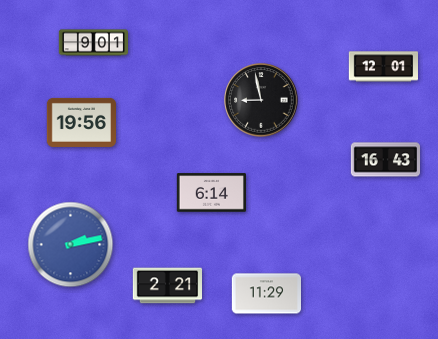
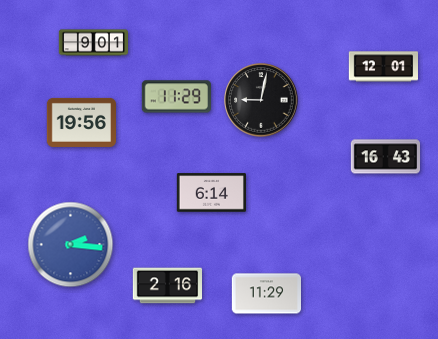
clock at (176, 97): none -> 11:29
clock at (261, 100): 8:58 -> 9:02
clock at (385, 160) position: (385, 160) -> (385, 157)
clock at (71, 245): 2:13 -> 2:16
clock at (167, 286): 2:21 -> 2:16
